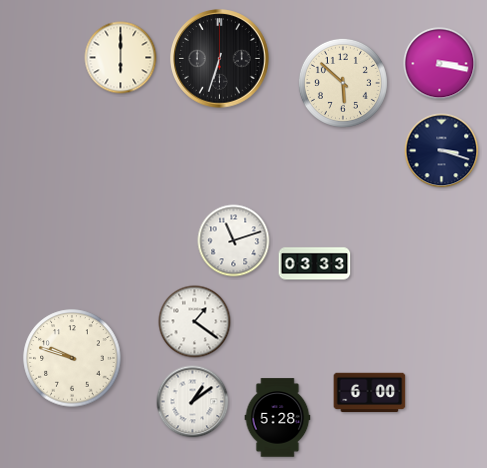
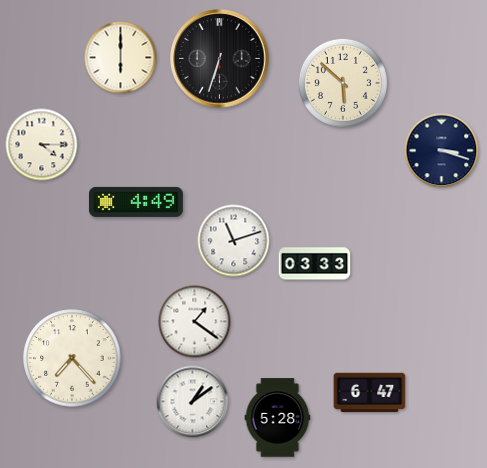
clock at (440, 64): 3:17 -> none
clock at (42, 145): none -> 4:15
clock at (136, 202): none -> 4:49
clock at (72, 358): 9:48 -> 7:23
clock at (370, 393): 6:00 -> 6:47
